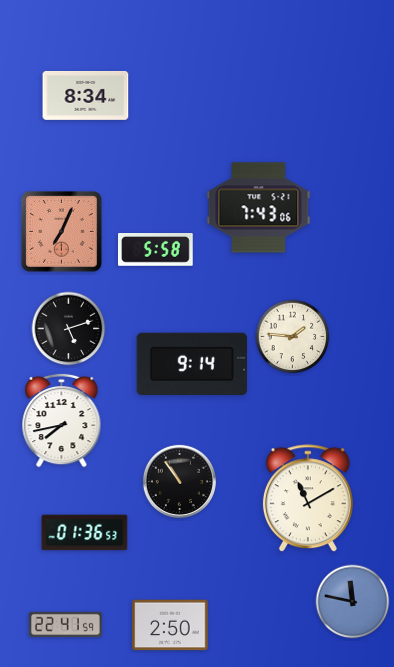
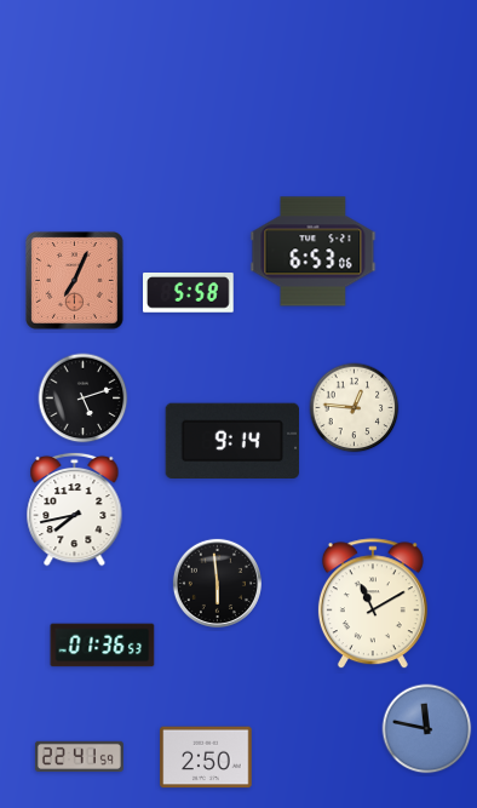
clock at (86, 95): 8:34 -> none
clock at (259, 208): 7:43 -> 6:53
clock at (156, 250) position: (156, 250) -> (189, 293)
clock at (293, 337): 1:46 -> 12:46
clock at (179, 481): 10:54 -> 5:59
